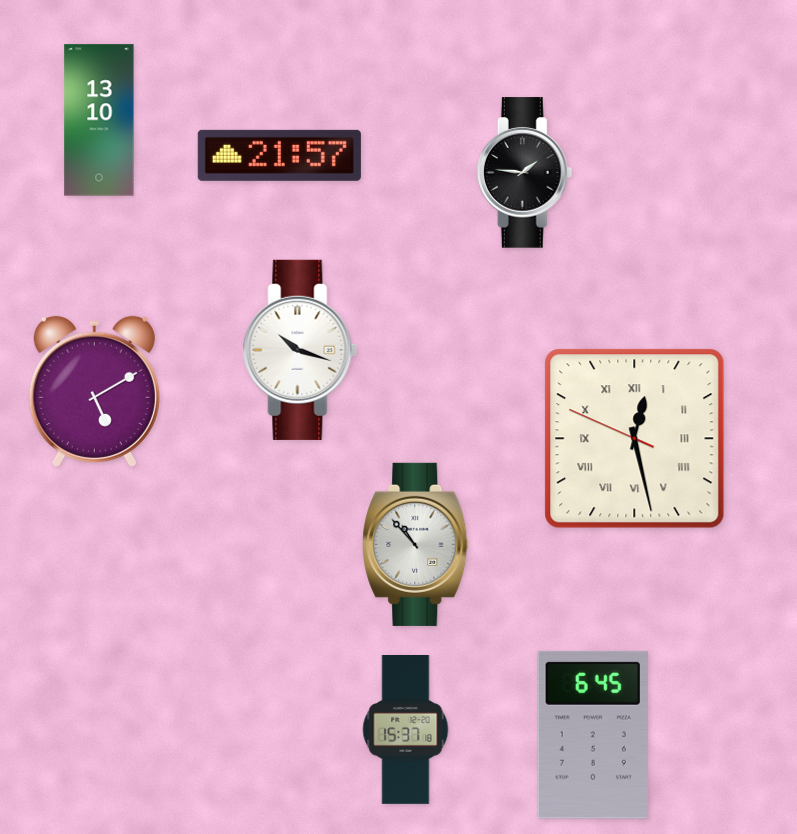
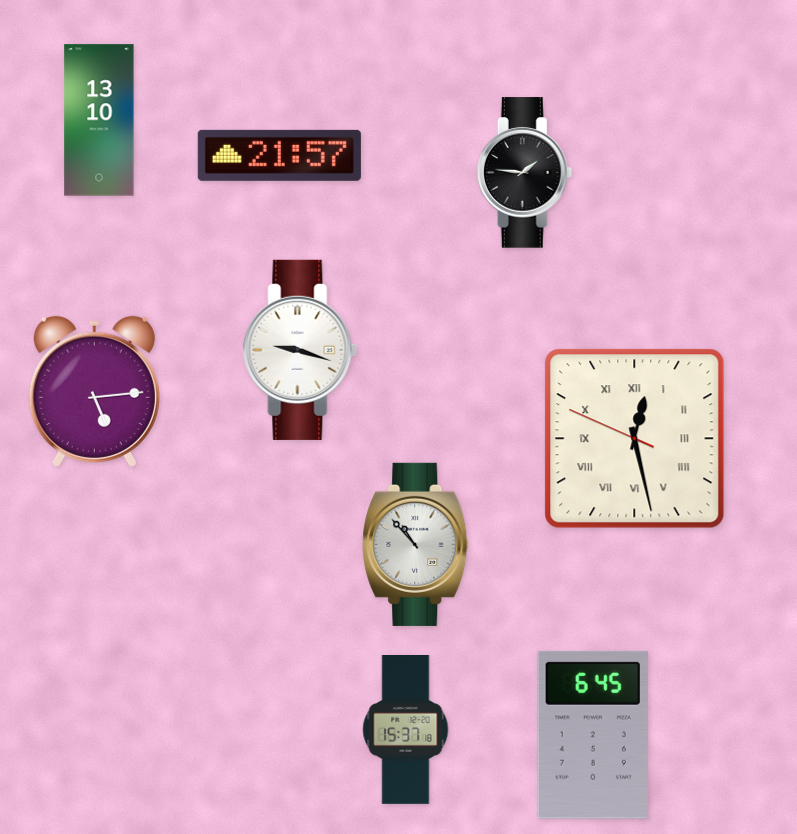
clock at (300, 350): 10:18 -> 9:18
clock at (94, 391): 5:10 -> 5:14
